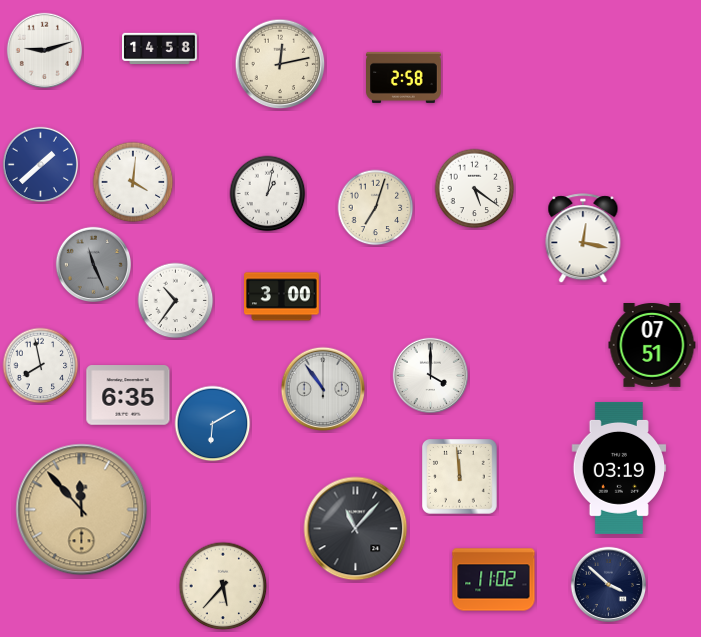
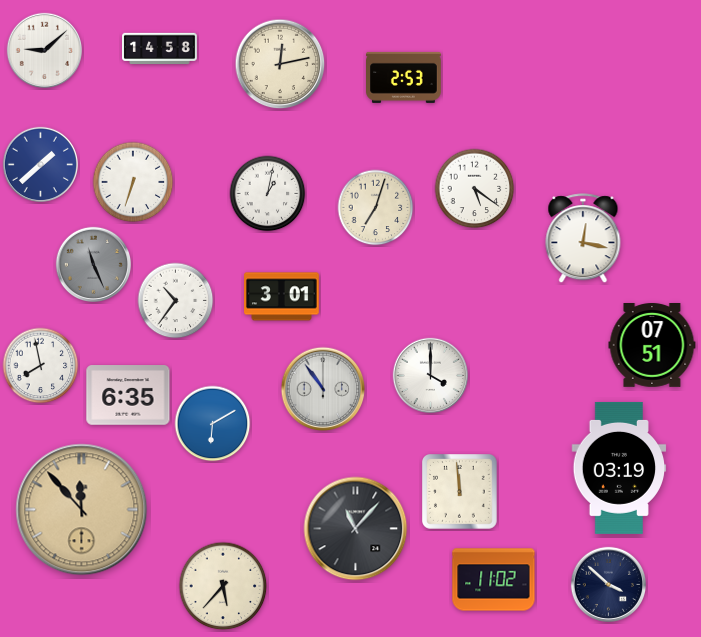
clock at (44, 50): 9:12 -> 9:08
clock at (404, 77): 2:58 -> 2:53
clock at (133, 182): 4:01 -> 6:33
clock at (282, 297): 3:00 -> 3:01
clock at (460, 477) position: (460, 477) -> (460, 492)
